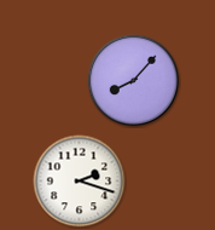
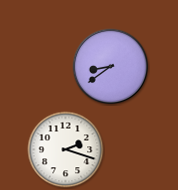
clock at (134, 81): 8:07 -> 8:39
